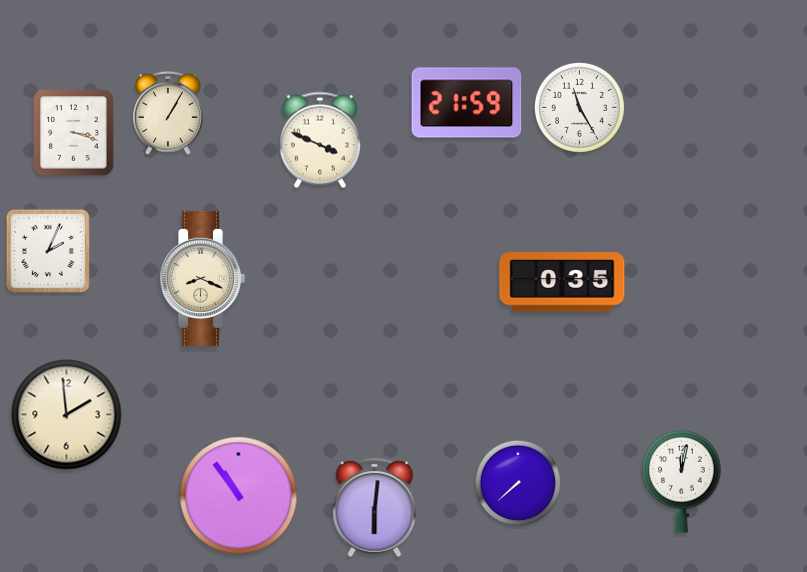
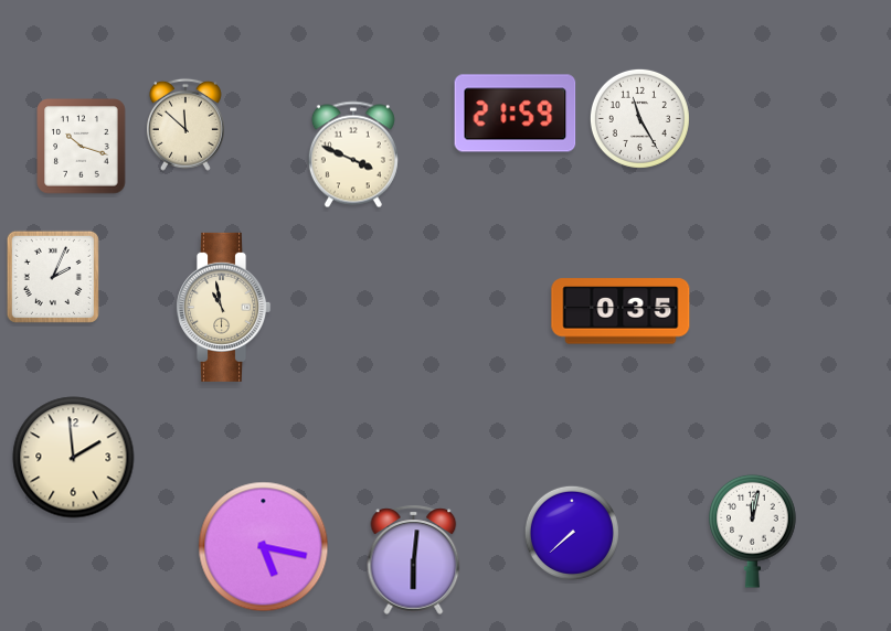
clock at (168, 113): 1:05 -> 11:52
clock at (74, 133): 3:18 -> 10:18
clock at (203, 278): 8:19 -> 10:58
clock at (239, 496): 10:54 -> 5:17
